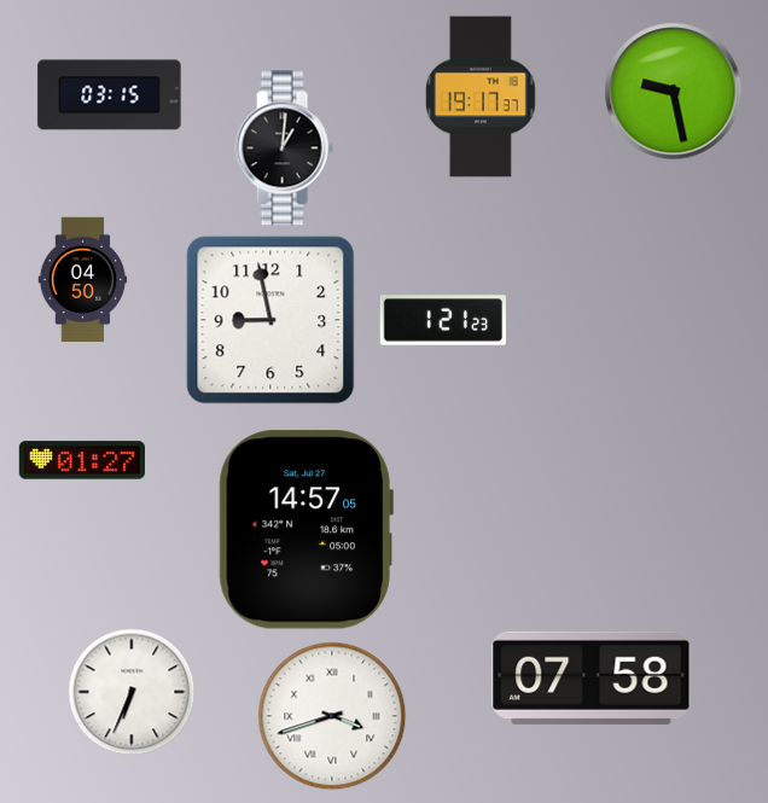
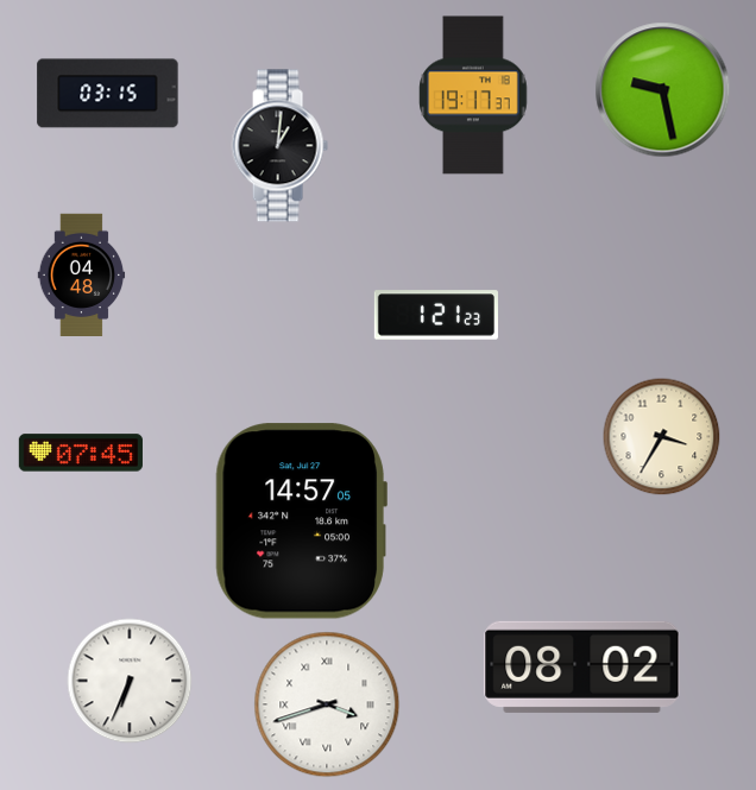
clock at (83, 279): 04:50 -> 04:48
clock at (270, 320): 8:58 -> none
clock at (662, 437): none -> 3:35
clock at (82, 460): 01:27 -> 07:45
clock at (592, 677): 07:58 -> 08:02
